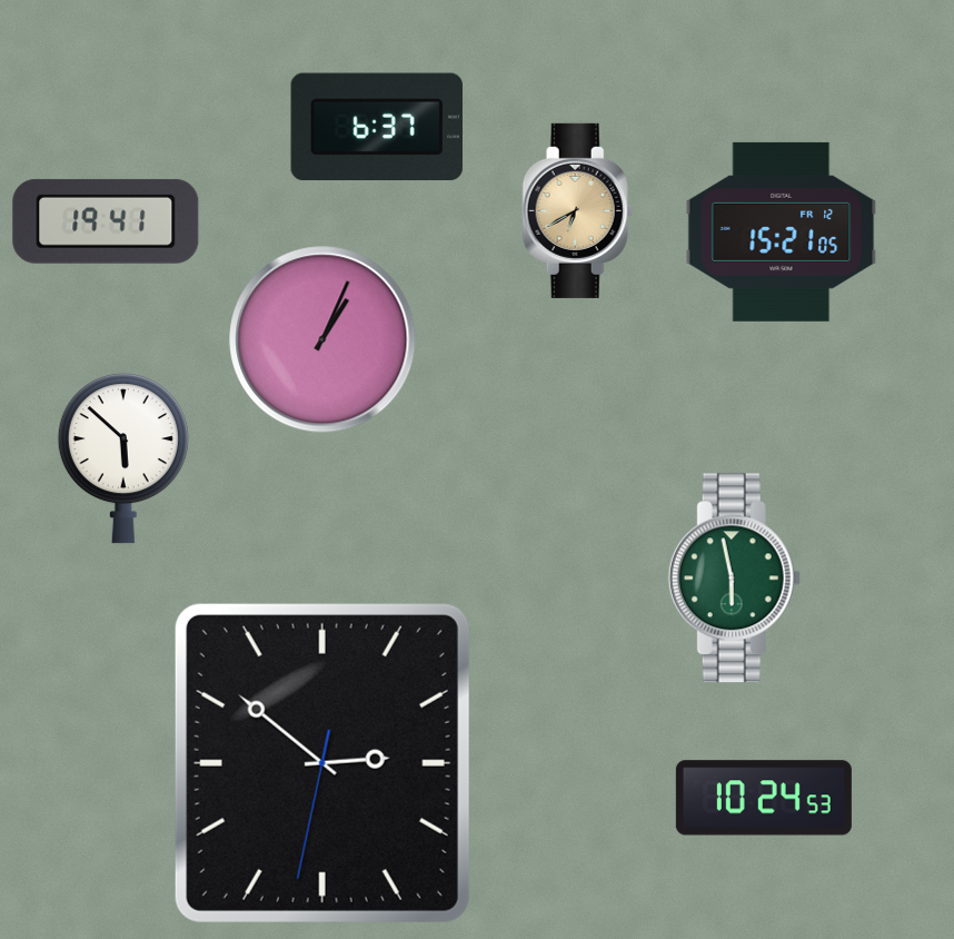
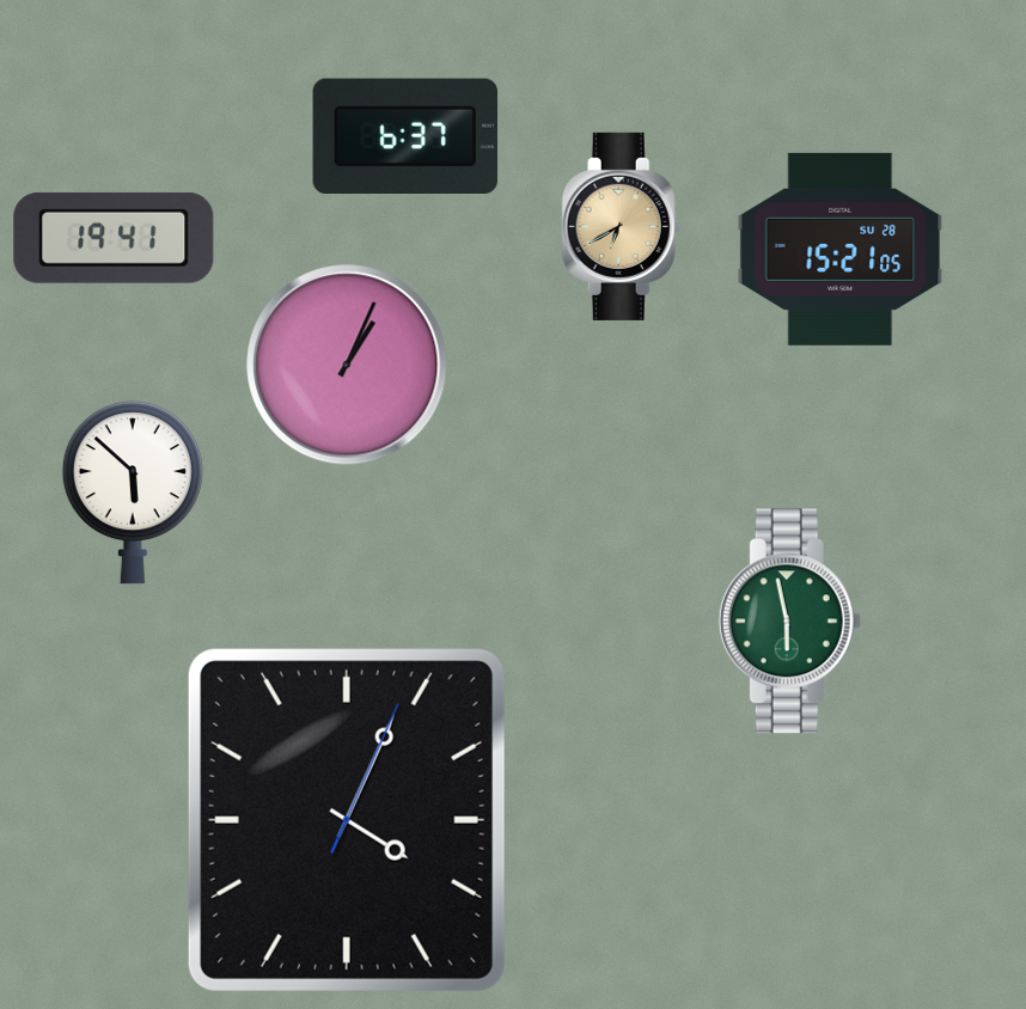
clock at (782, 231) date: FR 12 -> SU 28
clock at (322, 763): 2:51 -> 4:04
clock at (764, 798): 10:24 -> none
